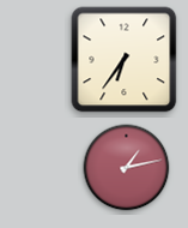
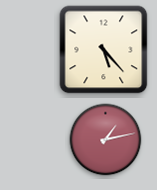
clock at (125, 60): 6:36 -> 5:23
